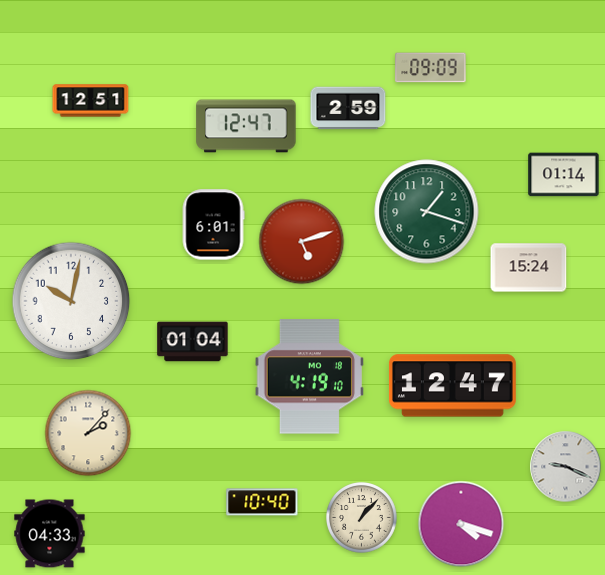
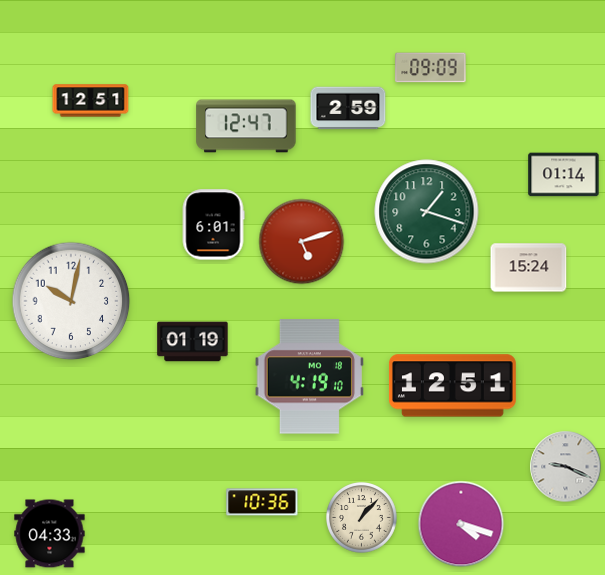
clock at (193, 342): 01:04 -> 01:19
clock at (452, 386): 12:47 -> 12:51
clock at (88, 433): 2:07 -> none
clock at (262, 502): 10:40 -> 10:36
